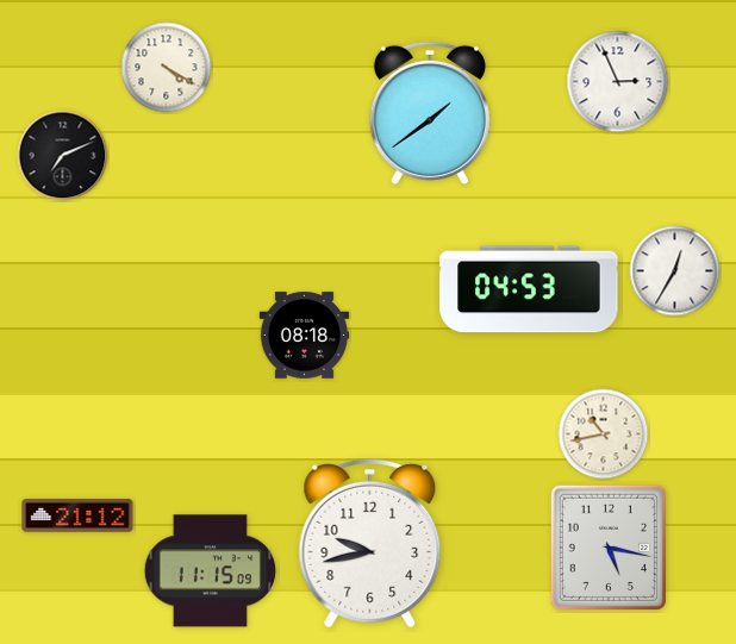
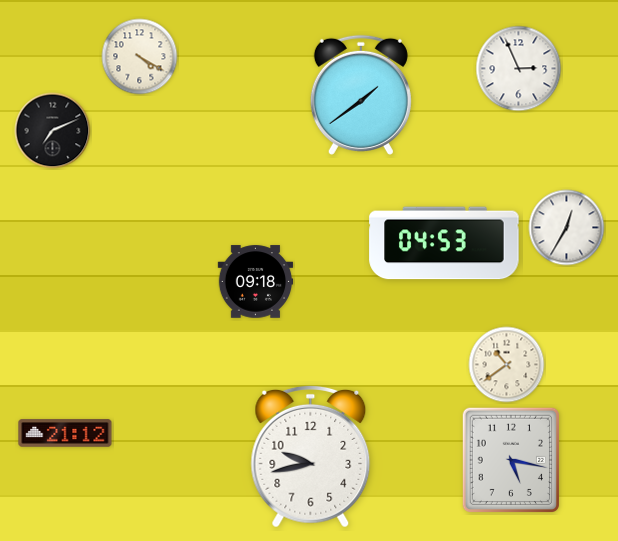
clock at (305, 336): 08:18 -> 09:18
clock at (604, 434): 10:43 -> 10:39
clock at (210, 571): 11:15 -> none
